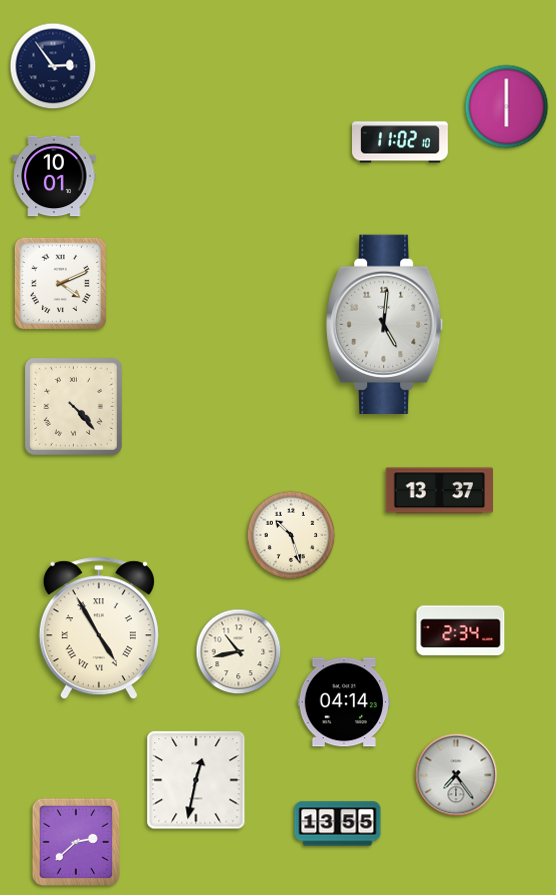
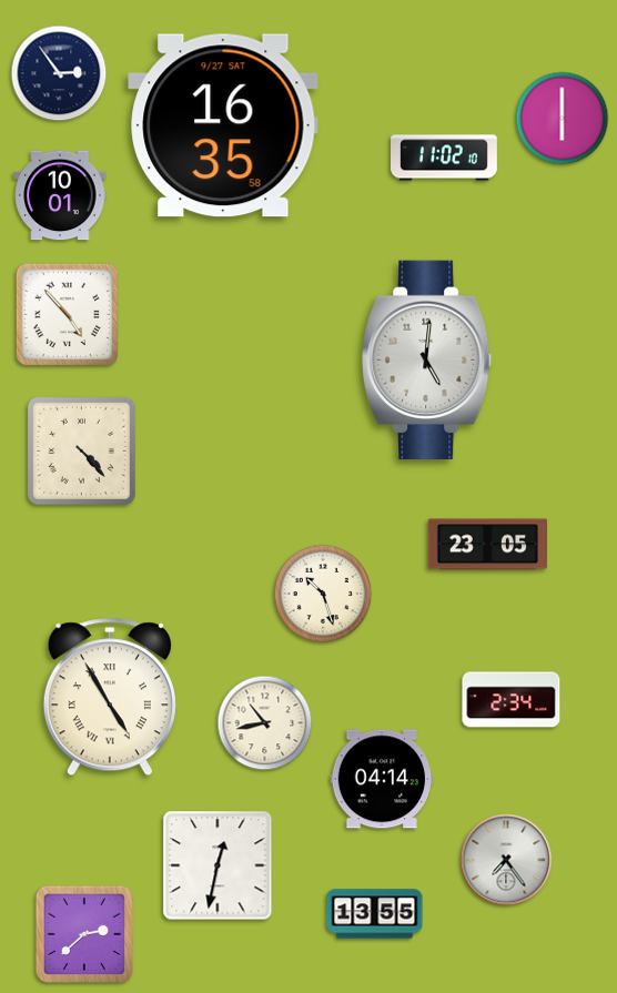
clock at (223, 125): none -> 16:35
clock at (60, 283): 4:11 -> 4:53
clock at (439, 491): 13:37 -> 23:05
